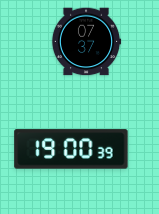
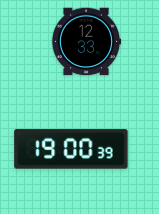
clock at (86, 42): 07:37 -> 12:33
